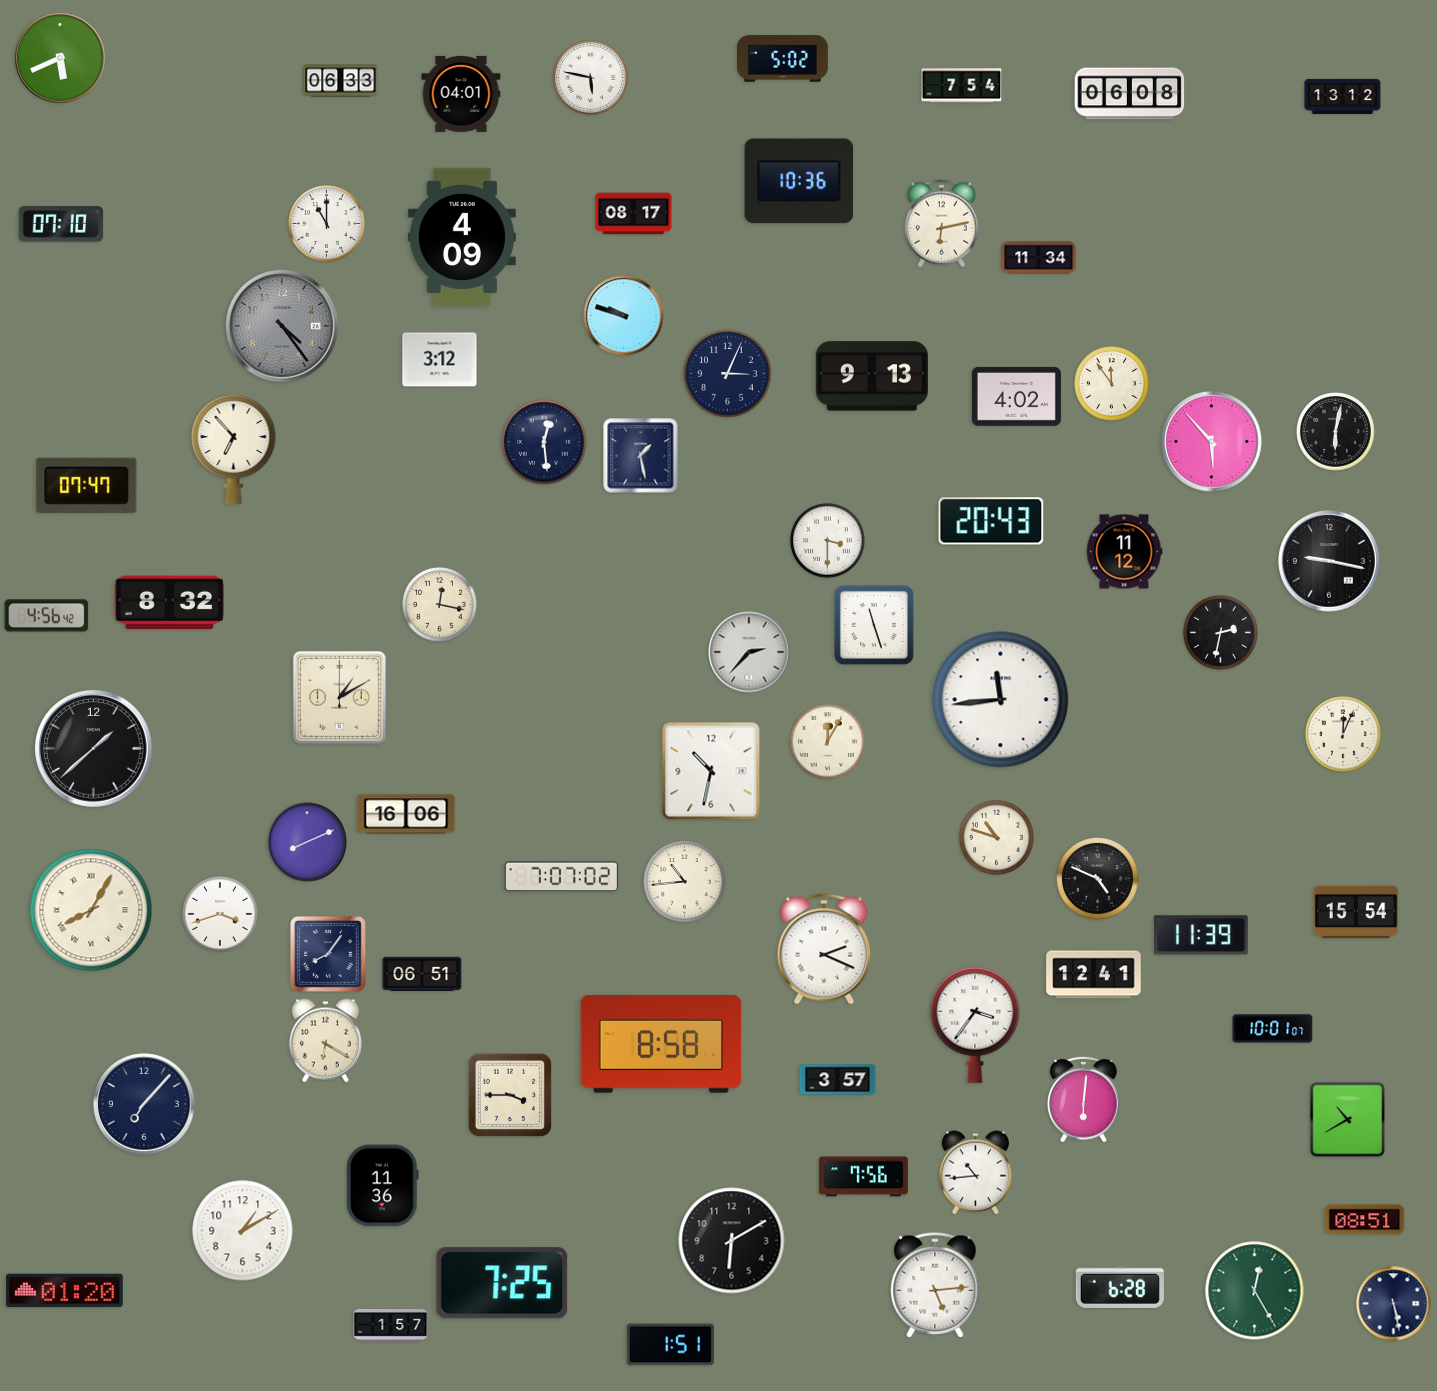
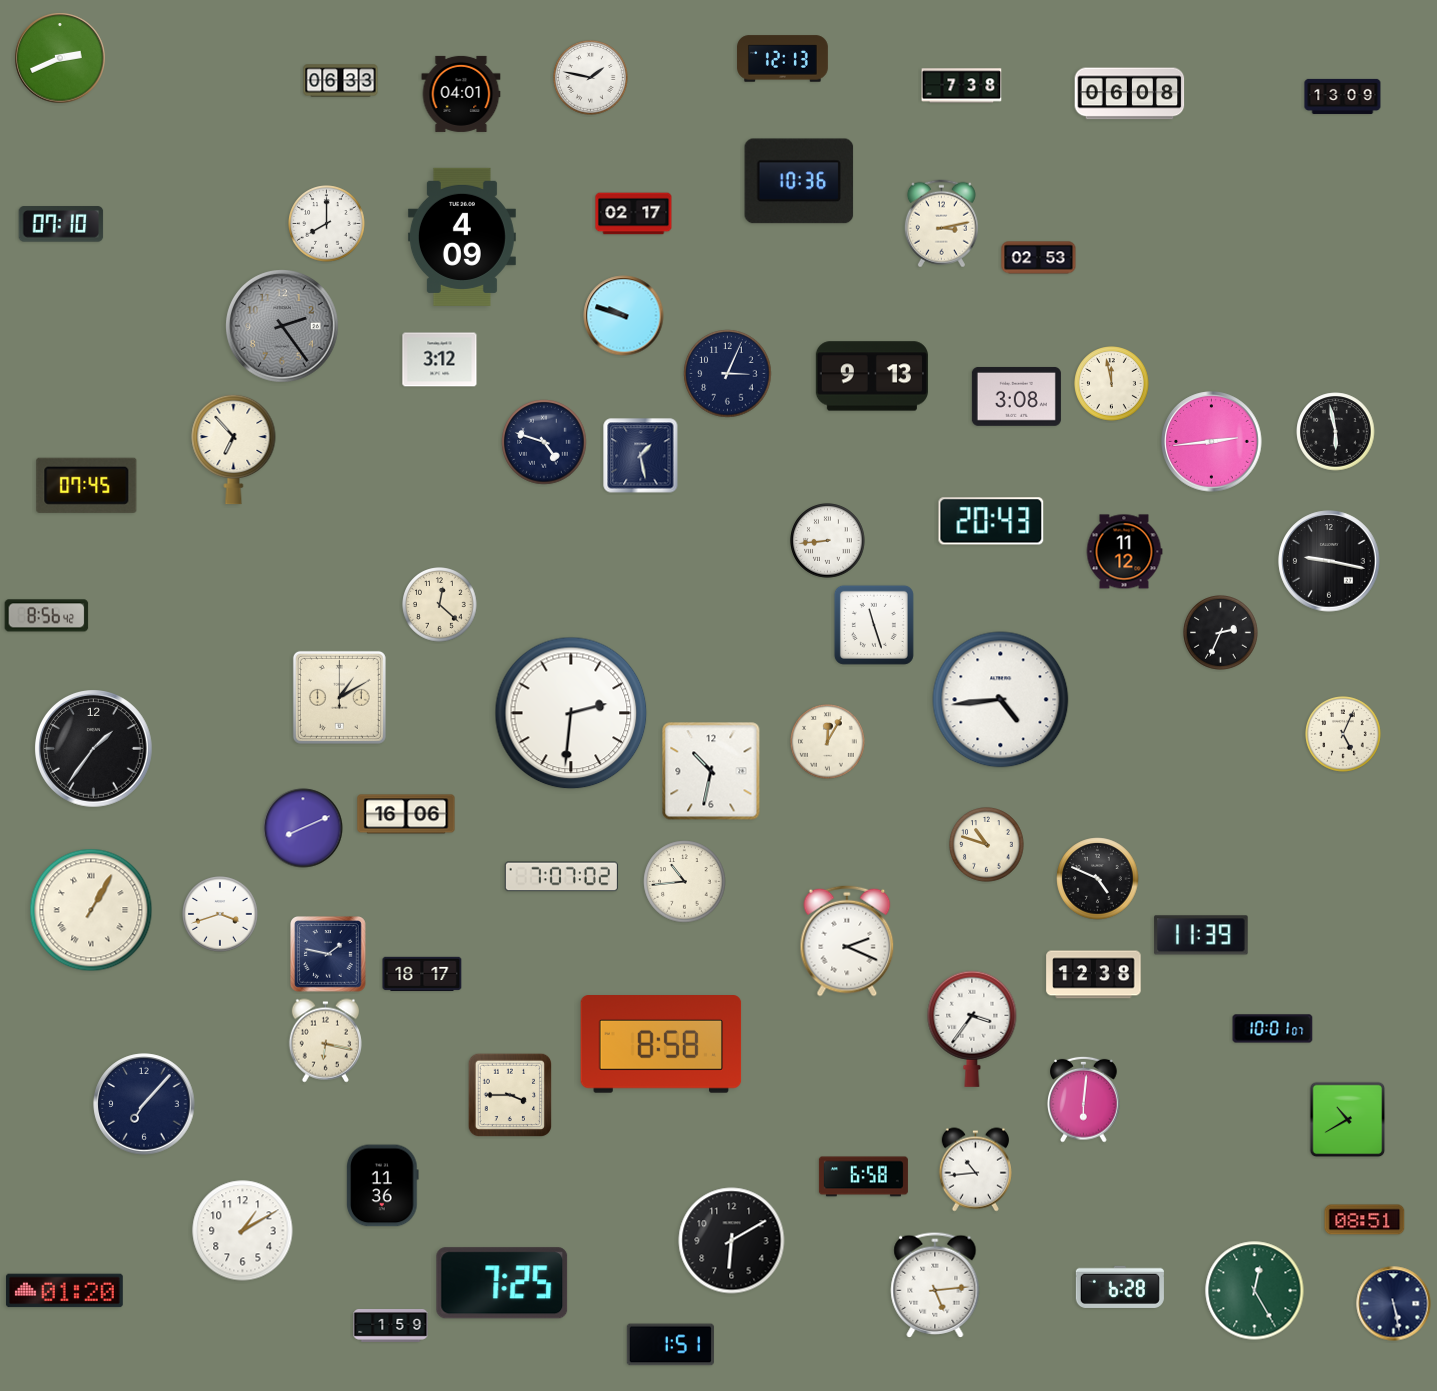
clock at (60, 58): 5:41 -> 2:41
clock at (783, 59): 5:02 -> 12:13
clock at (591, 78): 5:47 -> 1:47
clock at (962, 86): 7:54 -> 7:38
clock at (1343, 96): 13:12 -> 13:09
clock at (634, 214): 08:17 -> 02:17
clock at (327, 224): 11:00 -> 8:00
clock at (941, 224): 6:13 -> 3:13
clock at (1039, 258): 11:34 -> 02:53
clock at (282, 326): 4:24 -> 2:24
clock at (1112, 384): 11:54 -> 11:58
clock at (1016, 396): 4:02 -> 3:08
clock at (1336, 432): 6:02 -> 5:58
clock at (544, 442): 12:29 -> 4:48
clock at (1212, 442): 5:53 -> 2:44
clock at (87, 485): 07:47 -> 07:45
clock at (828, 541): 3:30 -> 8:44
clock at (170, 603): 8:32 -> none
clock at (440, 605): 12:17 -> 12:22
clock at (47, 616): 4:56 -> 8:56
clock at (1221, 633): 2:32 -> 2:34
clock at (749, 652): 2:37 -> none
clock at (1001, 700): 11:44 -> 4:44
clock at (571, 713): none -> 2:31
clock at (1343, 734): 12:04 -> 5:04
clock at (94, 749): 1:38 -> 1:36
clock at (997, 838) position: (997, 838) -> (987, 845)
clock at (307, 842) position: (307, 842) -> (303, 828)
clock at (91, 910): 8:05 -> 1:05
clock at (1356, 912): 15:54 -> none
clock at (824, 949) position: (824, 949) -> (847, 941)
clock at (329, 955): 8:06 -> 1:47
clock at (422, 973): 06:51 -> 18:17
clock at (1094, 975): 12:41 -> 12:38
clock at (975, 1025) position: (975, 1025) -> (972, 1029)
clock at (325, 1041): 6:20 -> 6:17
clock at (838, 1080): 3:57 -> none
clock at (975, 1173) position: (975, 1173) -> (975, 1170)
clock at (863, 1177): 7:56 -> 6:58
clock at (391, 1326): 1:57 -> 1:59
